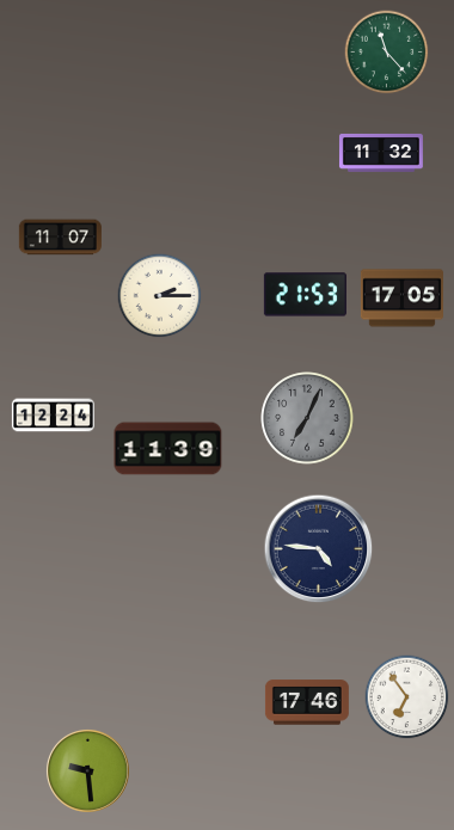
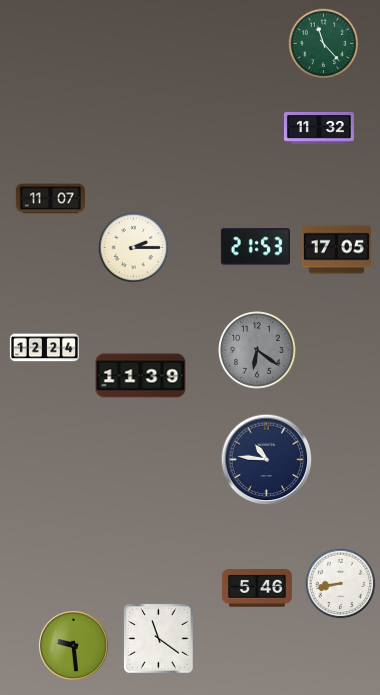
clock at (307, 418): 7:04 -> 6:21
clock at (319, 549): 4:46 -> 10:46
clock at (407, 697): 6:54 -> 8:43
clock at (307, 702): 17:46 -> 5:46
clock at (159, 639): none -> 11:21
